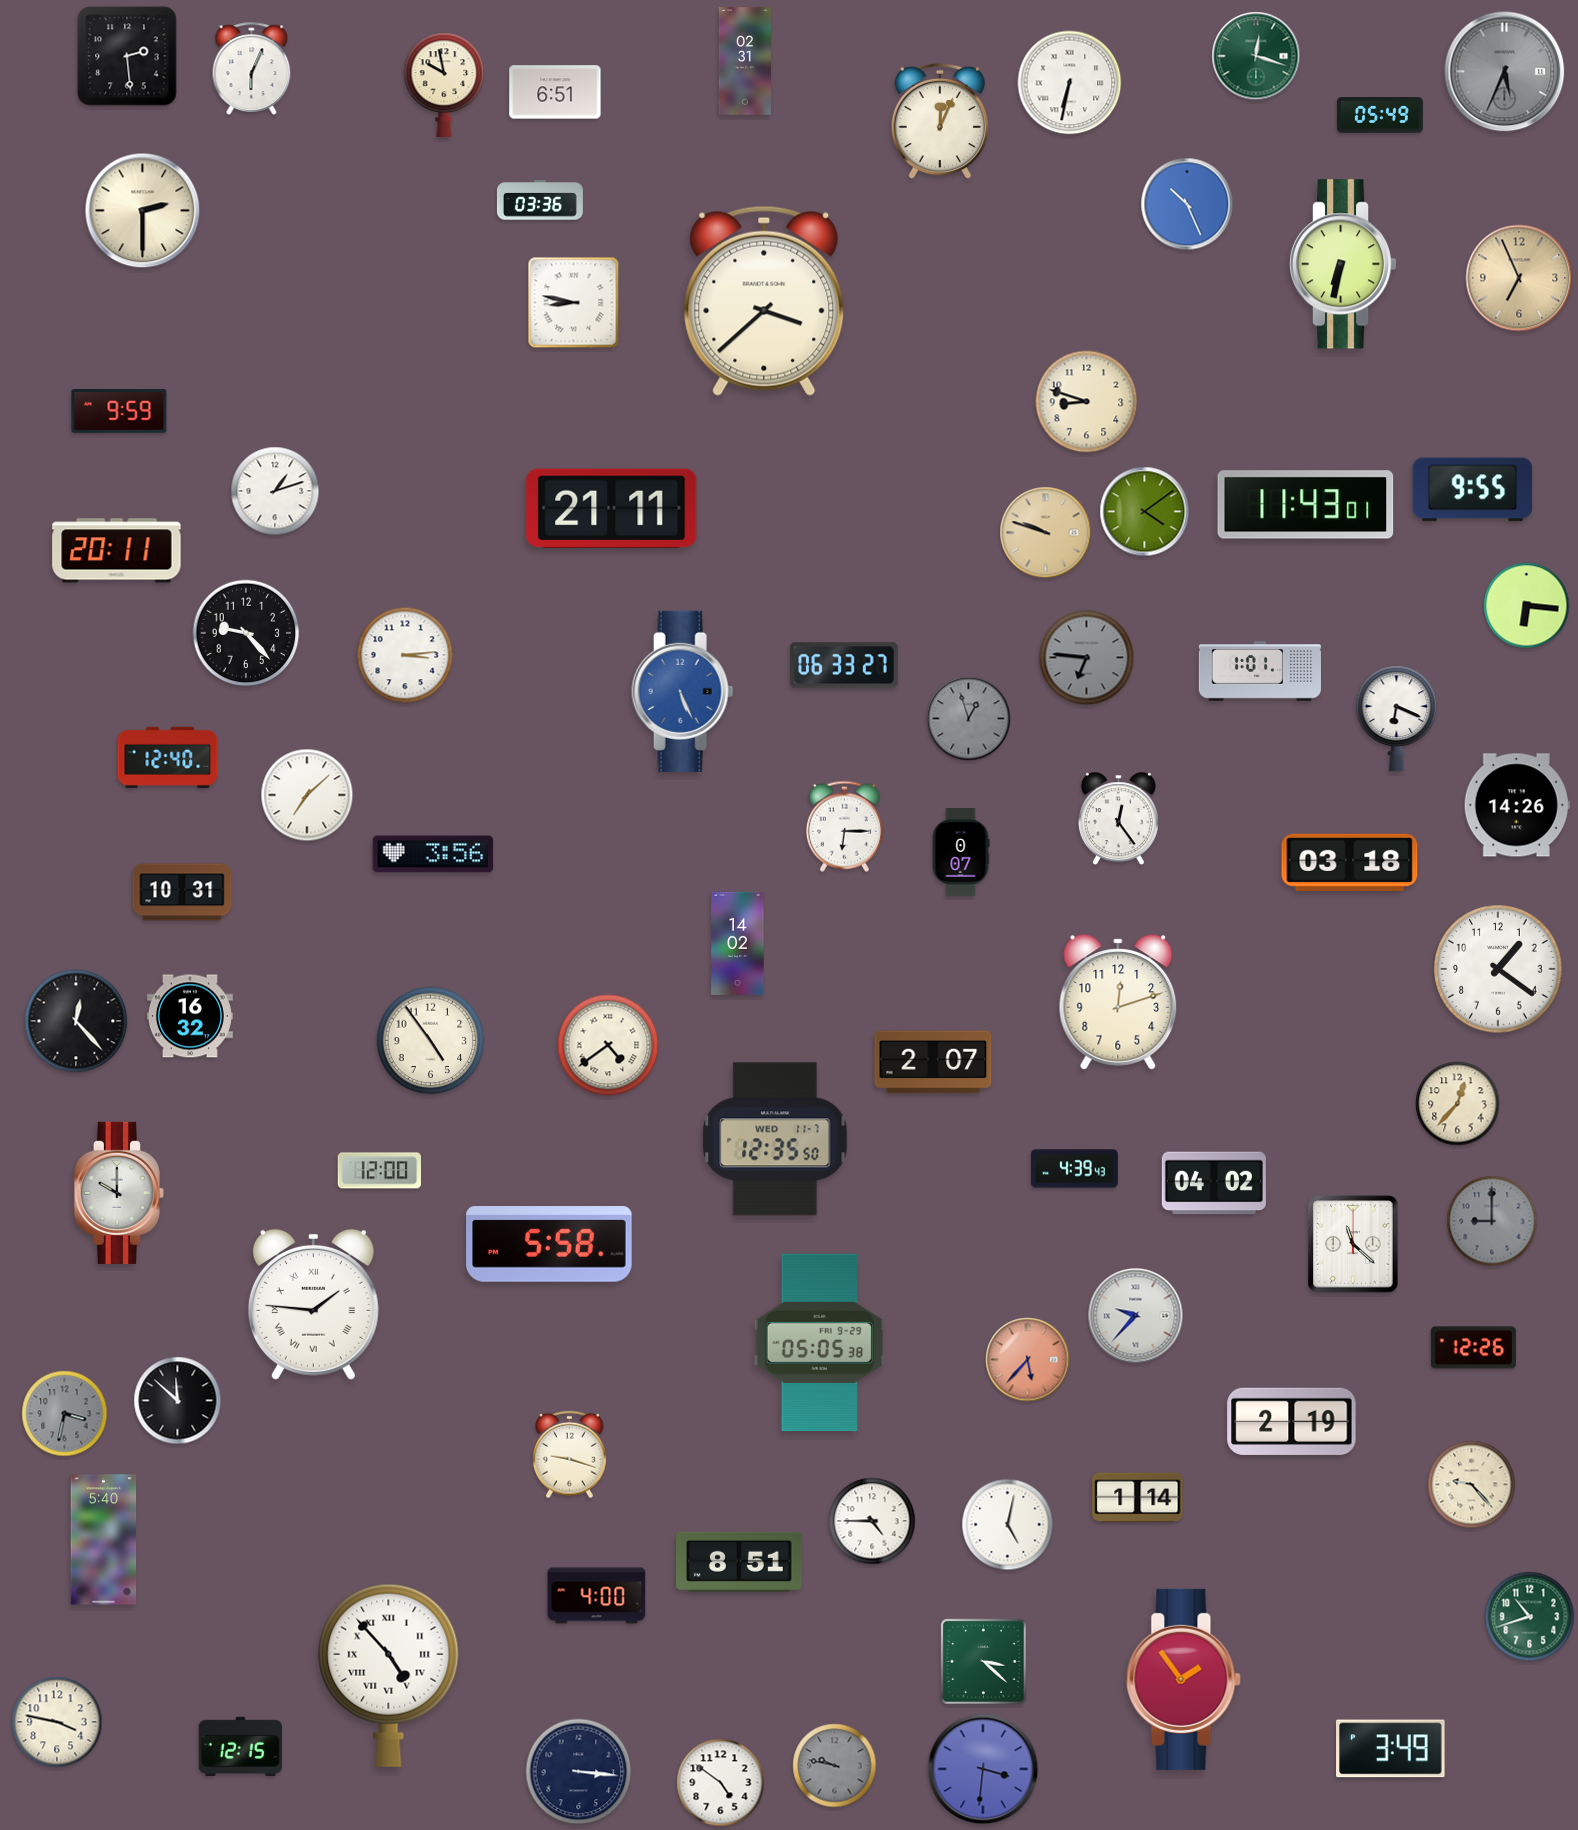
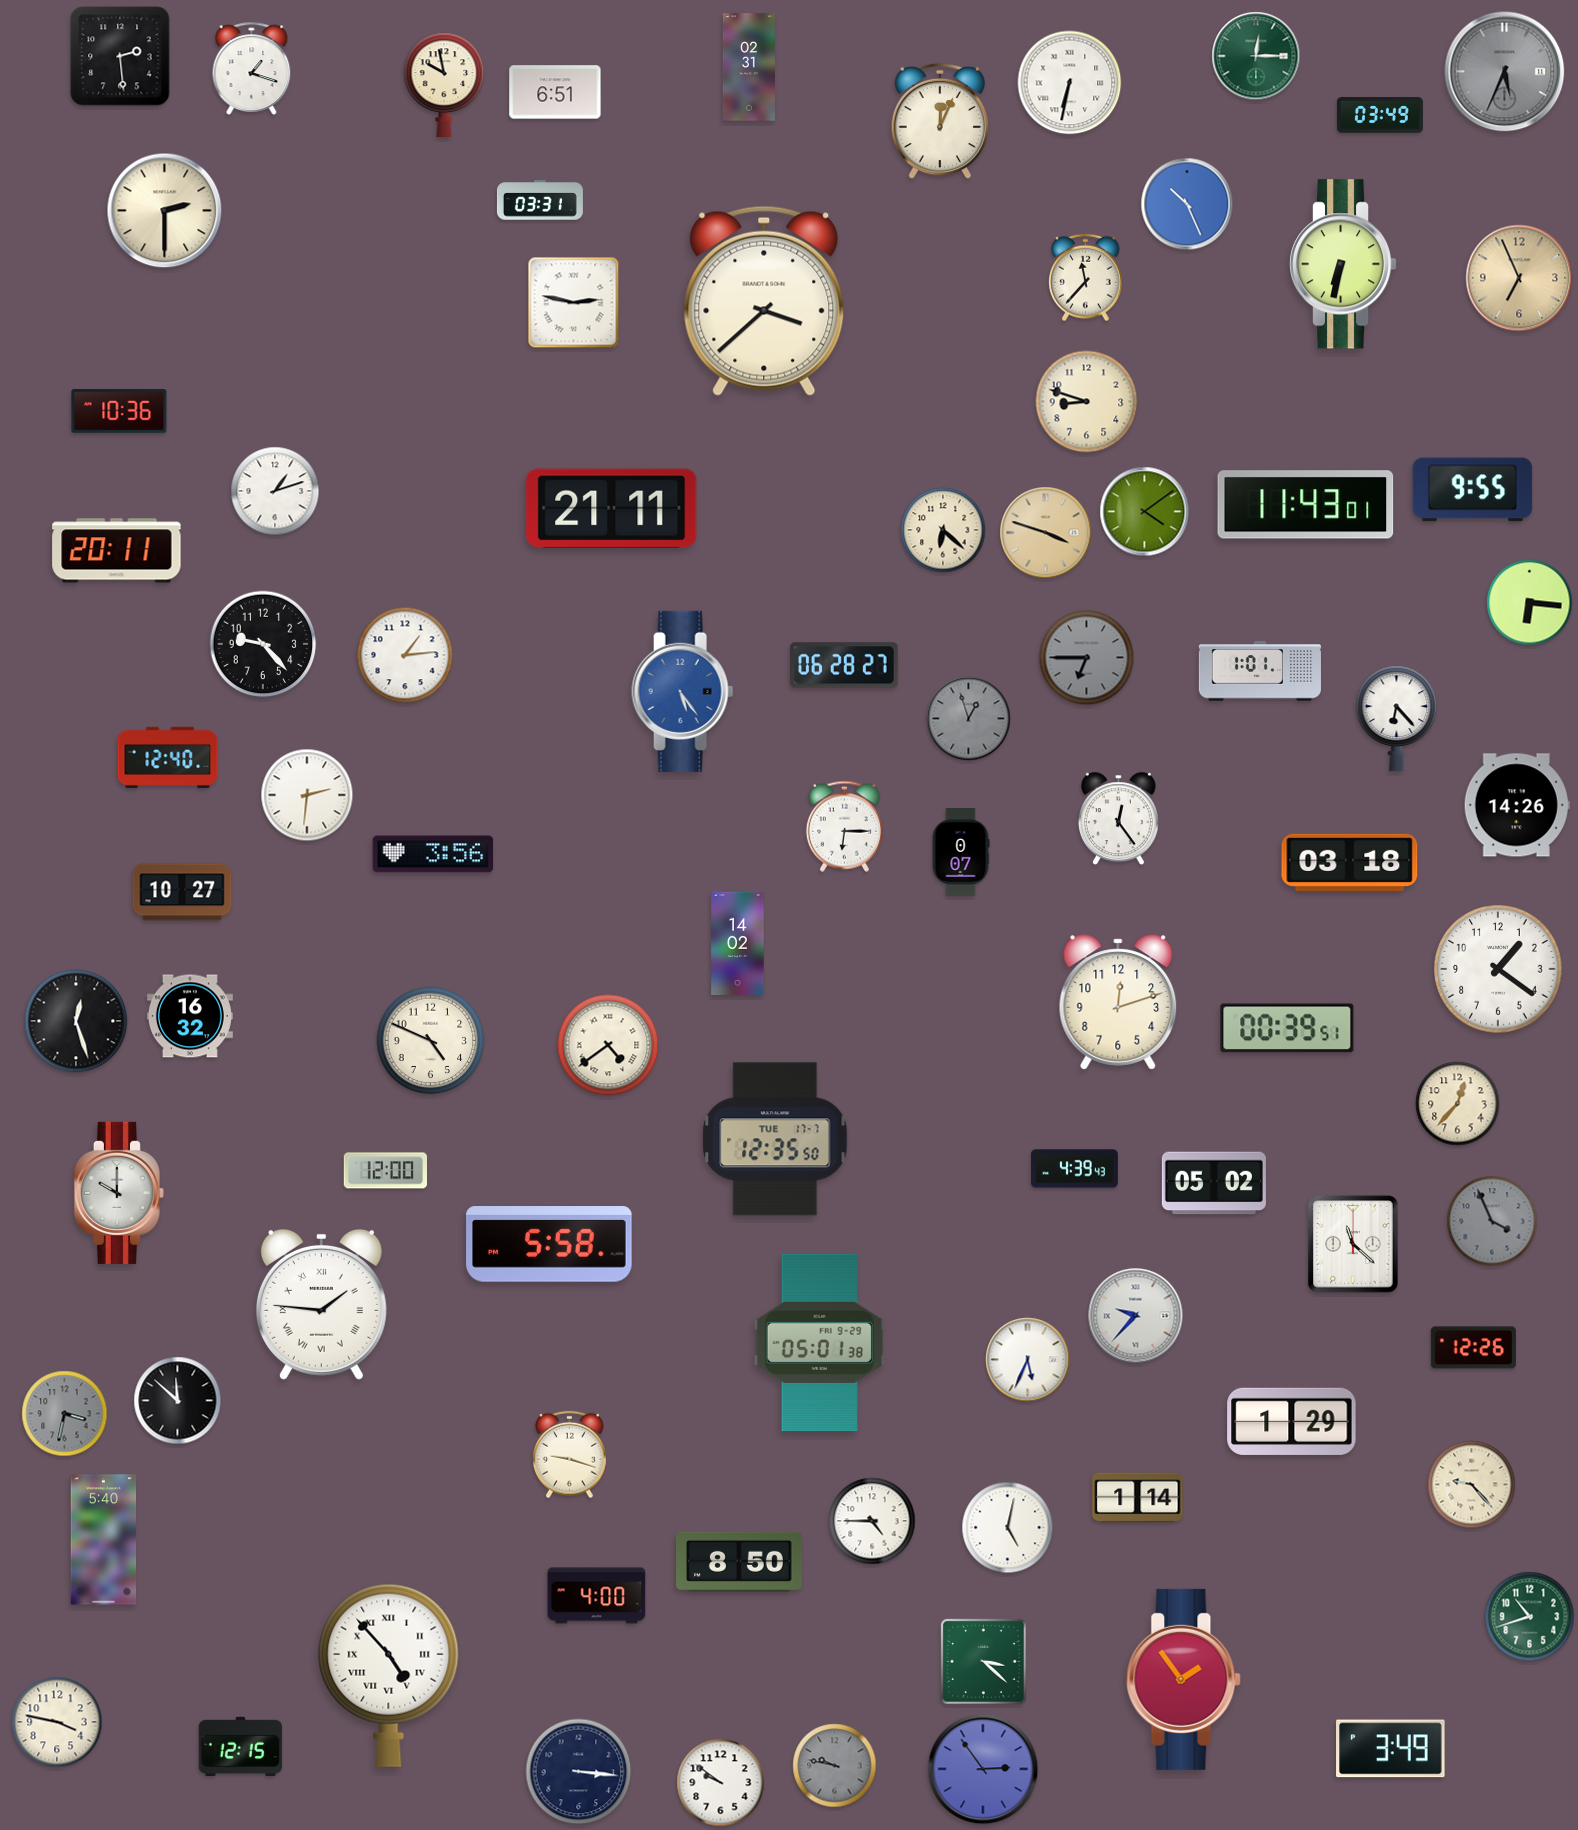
clock at (127, 56) position: (127, 56) -> (120, 56)
clock at (1256, 56): 12:18 -> 12:15
clock at (745, 61) position: (745, 61) -> (749, 67)
clock at (252, 68): 6:04 -> 1:18
clock at (1380, 115): 05:49 -> 03:49
clock at (540, 200): 03:36 -> 03:31
clock at (143, 211) position: (143, 211) -> (165, 211)
clock at (1086, 278): none -> 11:37
clock at (574, 303): 8:47 -> 2:47
clock at (119, 411): 9:59 -> 10:36
clock at (943, 530): none -> 6:22
clock at (1046, 533): 9:48 -> 3:48
clock at (1527, 606) position: (1527, 606) -> (1530, 603)
clock at (246, 633) position: (246, 633) -> (263, 644)
clock at (405, 655): 3:14 -> 1:14
clock at (1087, 658): 6:46 -> 6:45
clock at (844, 665): 06:33 -> 06:28
clock at (683, 691): 5:26 -> 5:24
clock at (1397, 718): 6:19 -> 6:23
clock at (307, 795): 7:08 -> 2:31
clock at (182, 892): 10:31 -> 10:27
clock at (76, 1021): 12:23 -> 12:27
clock at (1287, 1028): none -> 00:39
clock at (431, 1041): 4:54 -> 4:49
clock at (933, 1062): 2:07 -> none
clock at (775, 1139) date: WED 11-7 -> TUE 17-7
clock at (379, 1171) position: (379, 1171) -> (385, 1171)
clock at (1214, 1183): 04:02 -> 05:02
clock at (1492, 1221): 9:00 -> 3:56
clock at (313, 1304) position: (313, 1304) -> (321, 1304)
clock at (819, 1343): 05:05 -> 05:01
clock at (1028, 1360): 5:37 -> 5:34
clock at (1028, 1360) dial: salmon -> white
clock at (1292, 1421): 2:19 -> 1:29
clock at (1008, 1525) position: (1008, 1525) -> (1008, 1528)
clock at (740, 1562): 8:51 -> 8:50
clock at (983, 1769): 3:31 -> 2:54
clock at (721, 1783): 4:51 -> 9:51
